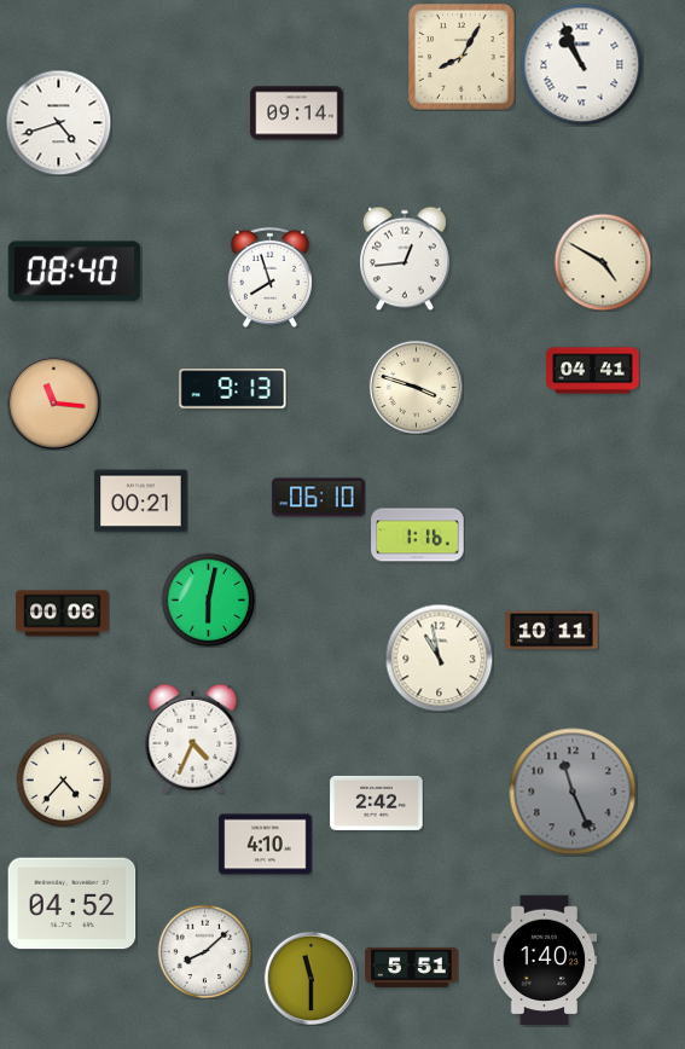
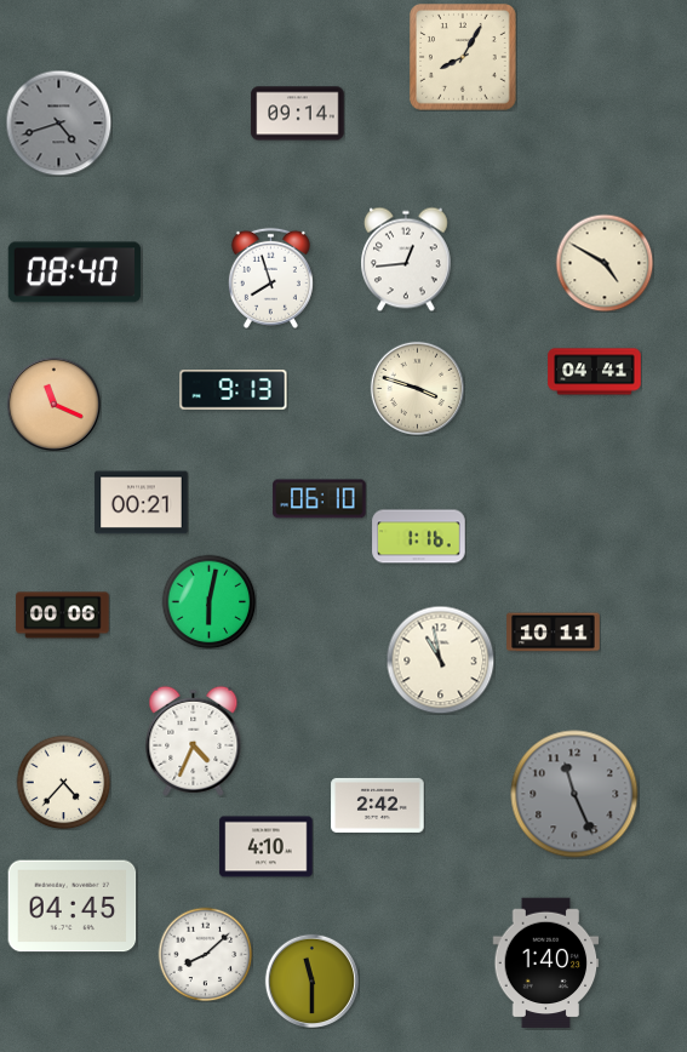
clock at (582, 65): 10:56 -> none
clock at (58, 122) dial: white -> grey
clock at (53, 402): 11:16 -> 11:19
clock at (72, 904): 04:52 -> 04:45
clock at (412, 967): 5:51 -> none
